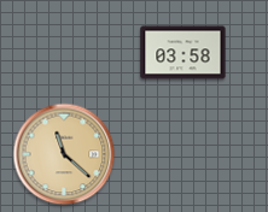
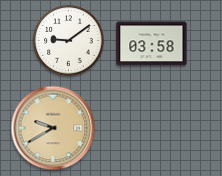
clock at (69, 41): none -> 9:09
clock at (64, 154): 11:22 -> 9:40
